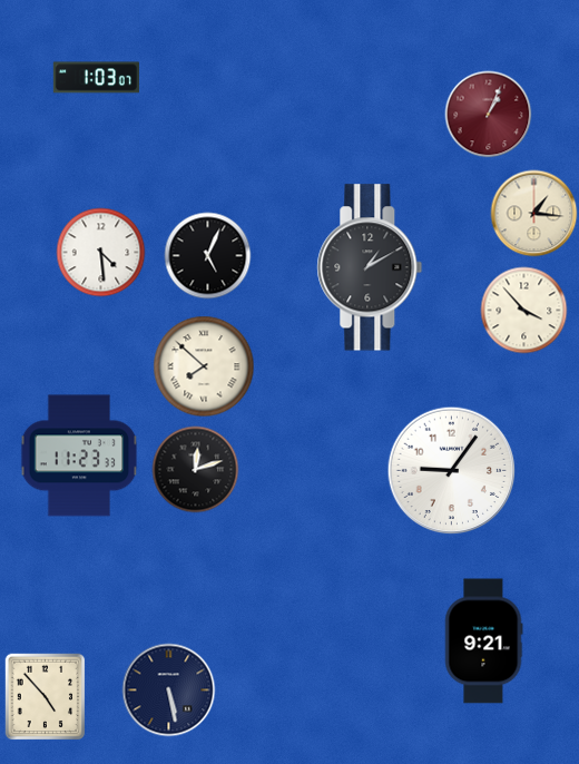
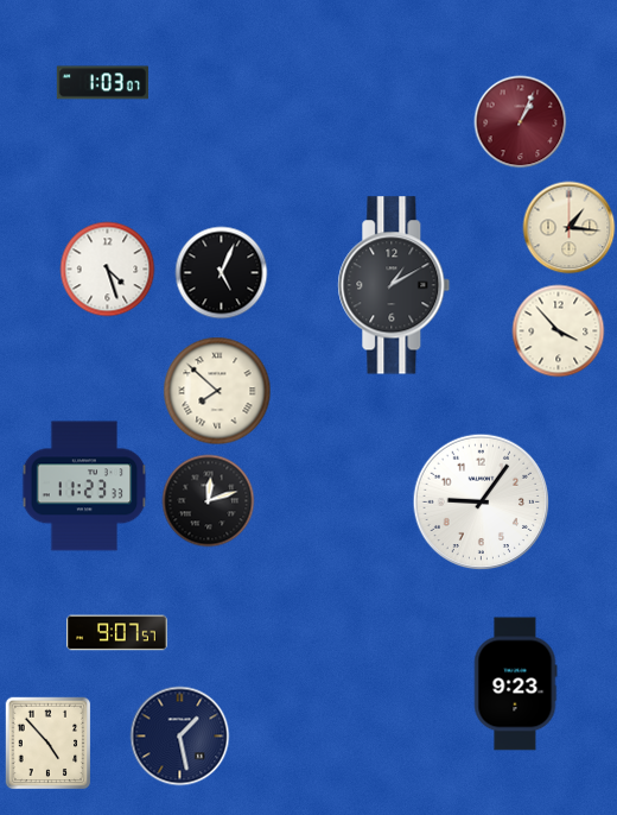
clock at (100, 252): 4:29 -> 4:27
clock at (117, 633): none -> 9:07
clock at (483, 641): 9:21 -> 9:23
clock at (168, 689): 5:28 -> 1:28
